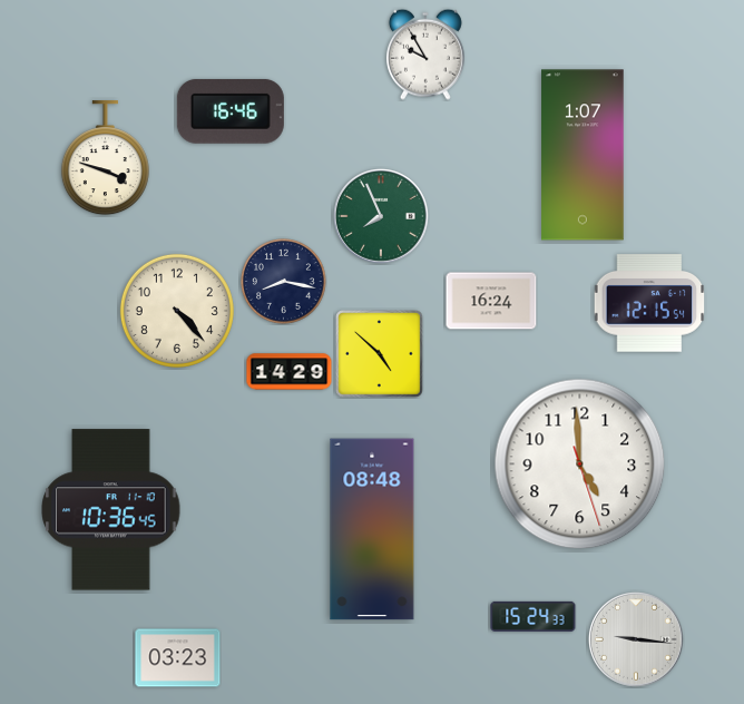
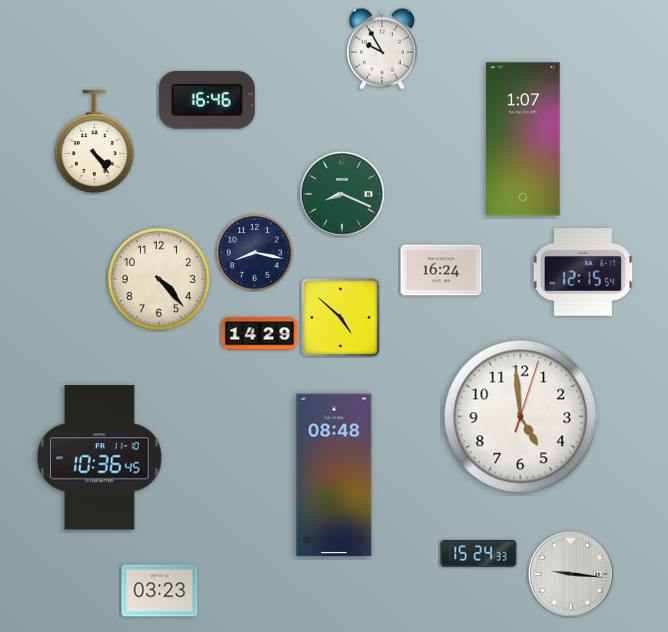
clock at (105, 158): 3:48 -> 4:24
clock at (381, 217): 7:56 -> 8:19
clock at (580, 465): 4:59:27 -> 4:59:03
